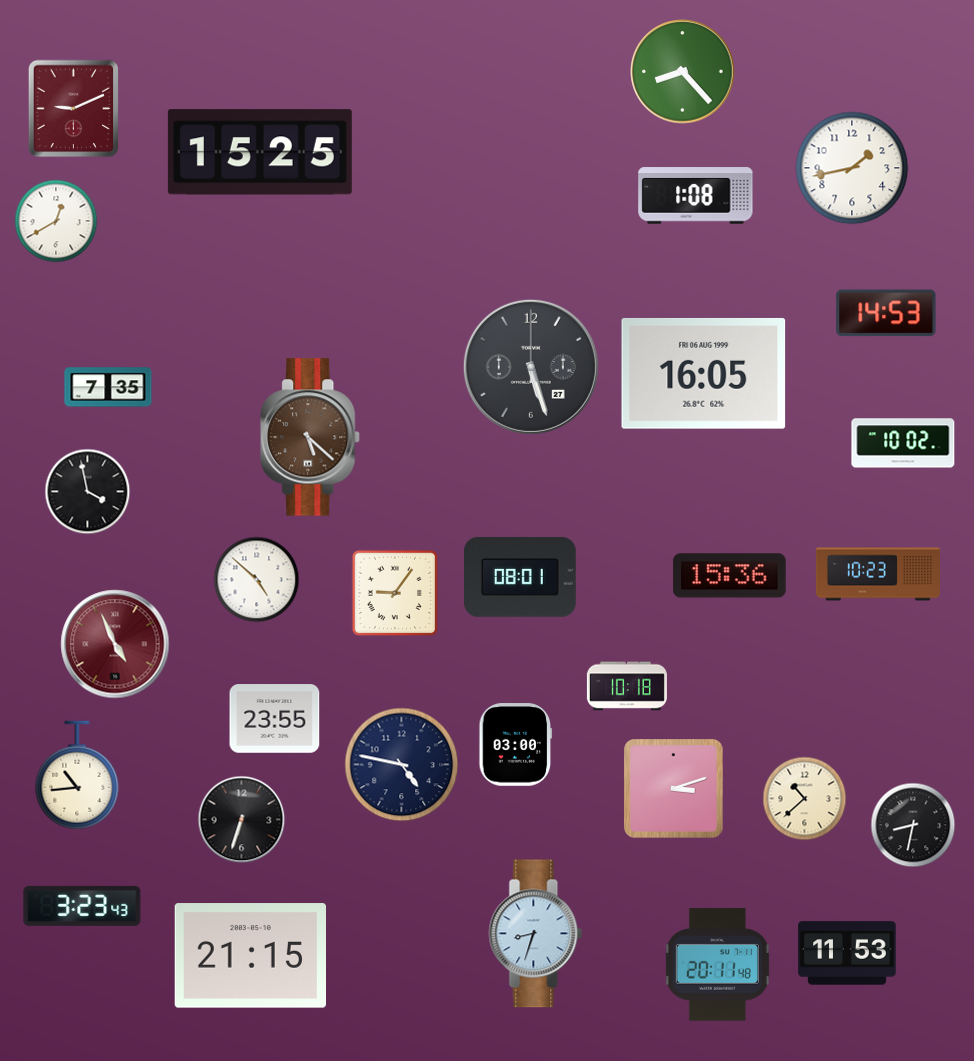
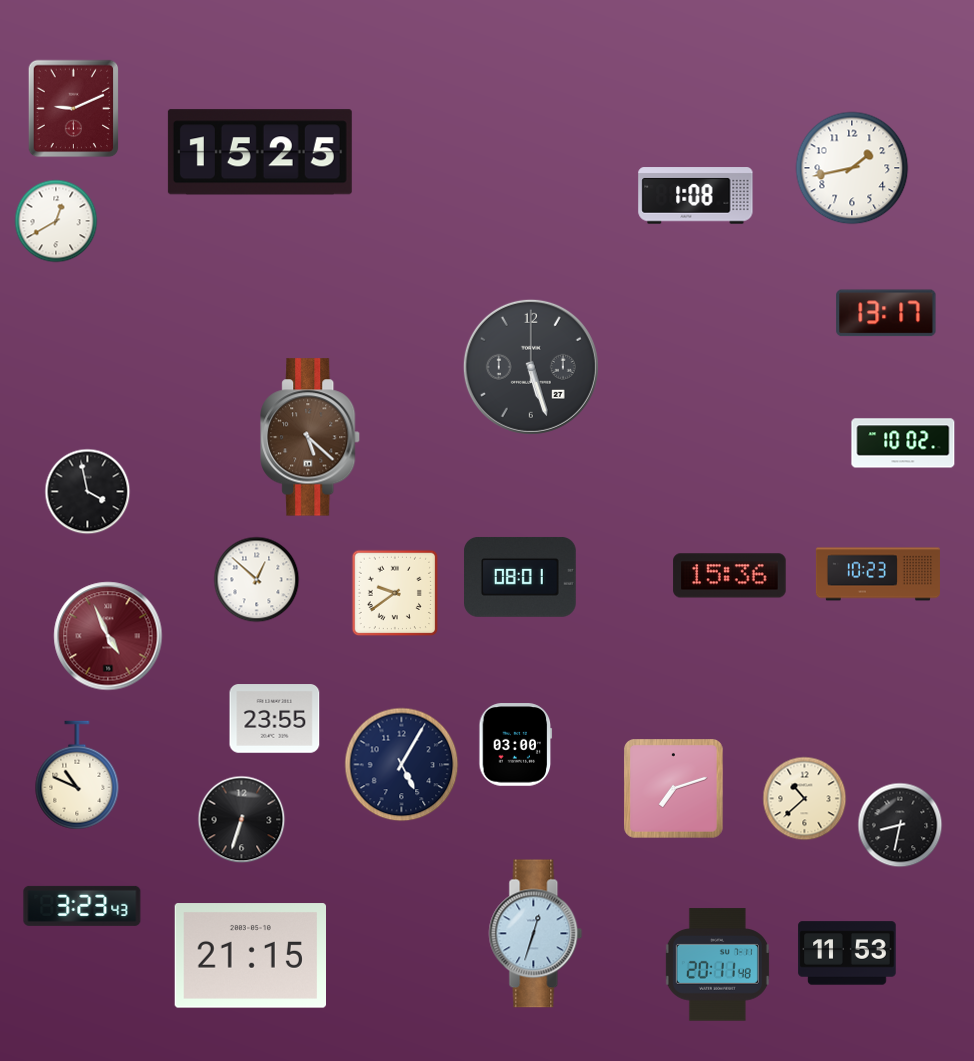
clock at (683, 72): 8:23 -> none
clock at (886, 313): 14:53 -> 13:17
clock at (704, 373): 16:05 -> none
clock at (108, 387): 7:35 -> none
clock at (257, 580): 4:52 -> 12:52
clock at (395, 593): 9:06 -> 9:39
clock at (115, 644) position: (115, 644) -> (108, 636)
clock at (627, 686): 10:18 -> none
clock at (402, 765): 4:47 -> 5:05
clock at (77, 775): 10:44 -> 10:49
clock at (674, 789): 3:12 -> 7:12
clock at (913, 825) position: (913, 825) -> (900, 825)
clock at (536, 934): 8:33 -> 12:33
